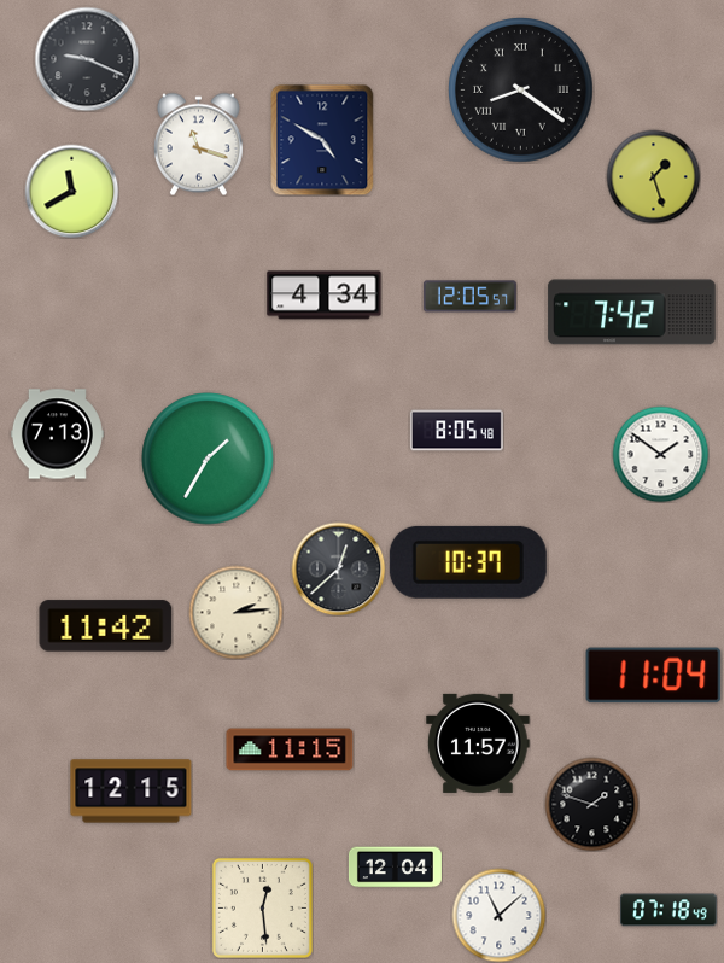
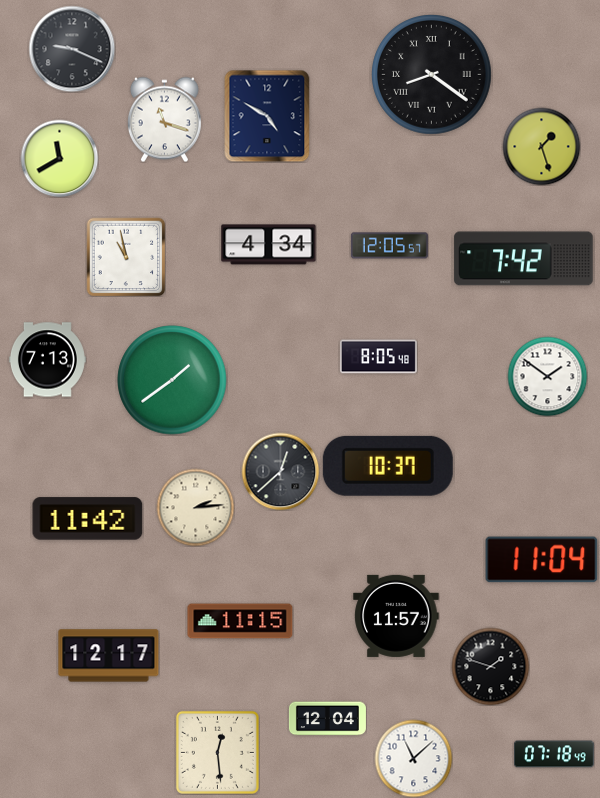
clock at (126, 257): none -> 10:58
clock at (208, 459): 1:35 -> 1:39
clock at (132, 792): 12:15 -> 12:17
